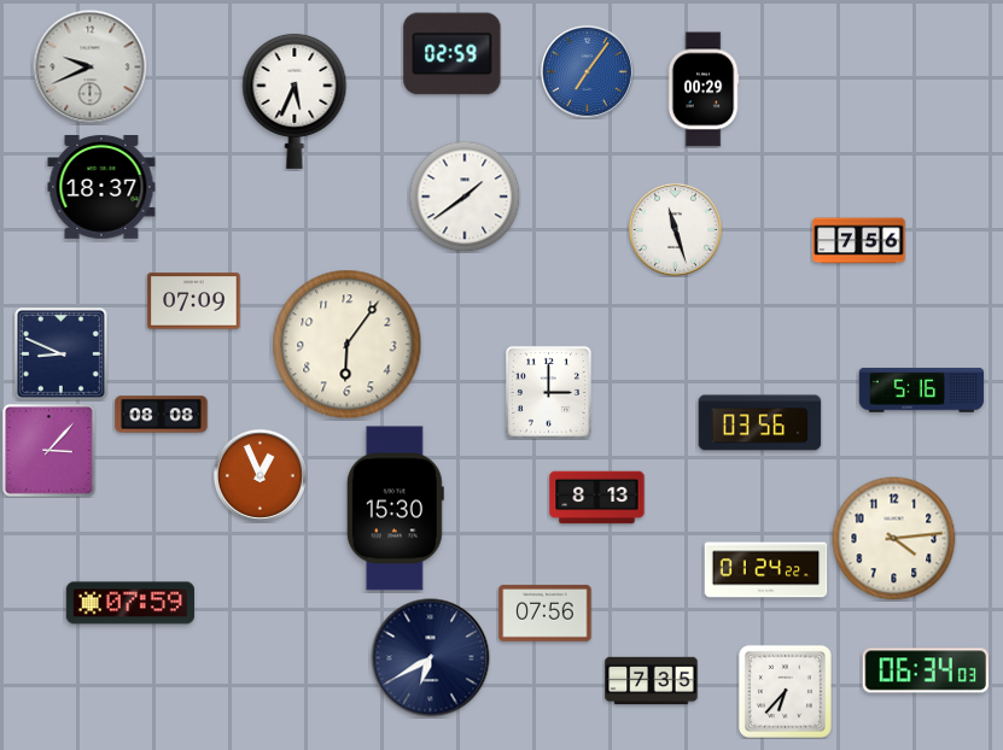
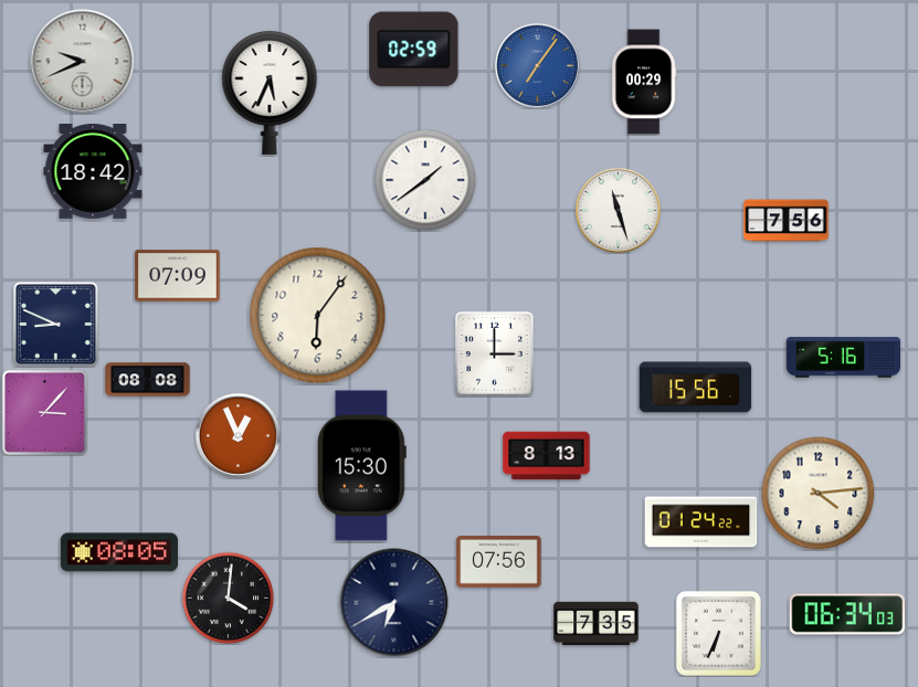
clock at (101, 188): 18:37 -> 18:42
clock at (548, 392) position: (548, 392) -> (494, 353)
clock at (760, 423): 03:56 -> 15:56
clock at (129, 603): 07:59 -> 08:05
clock at (228, 598): none -> 4:01
clock at (785, 691): 6:37 -> 6:34
